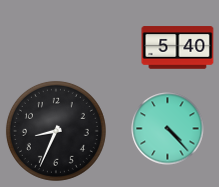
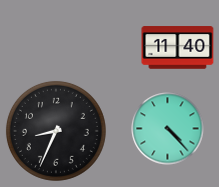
clock at (178, 48): 5:40 -> 11:40
